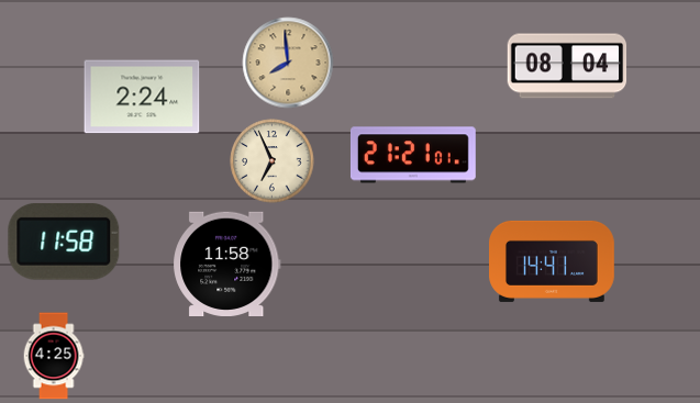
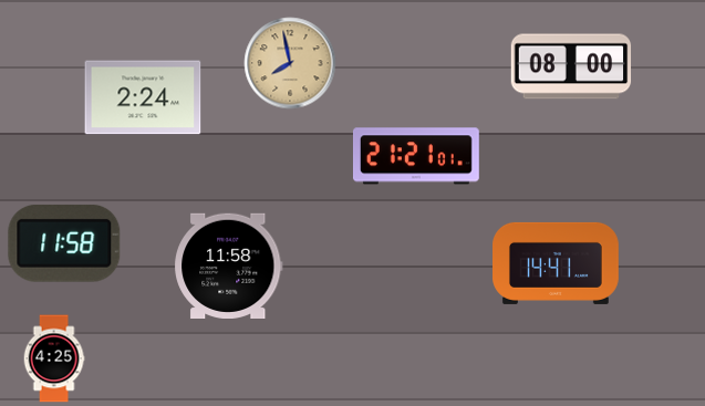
clock at (288, 63): 7:59 -> 7:58
clock at (567, 66): 08:04 -> 08:00
clock at (273, 161): 6:56 -> none
